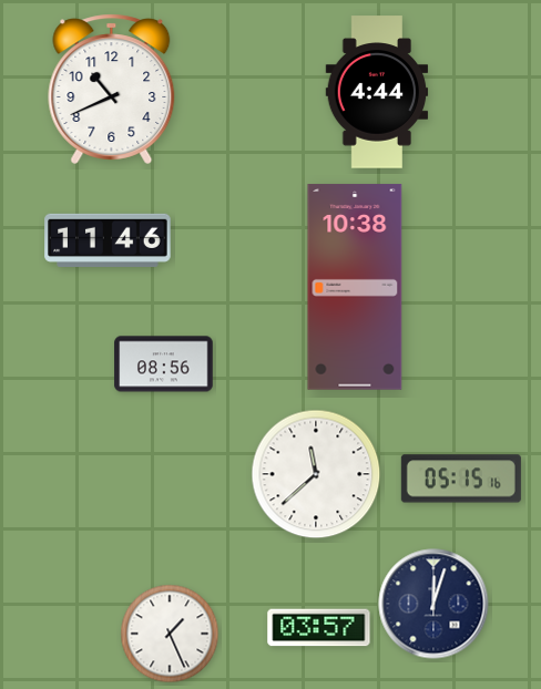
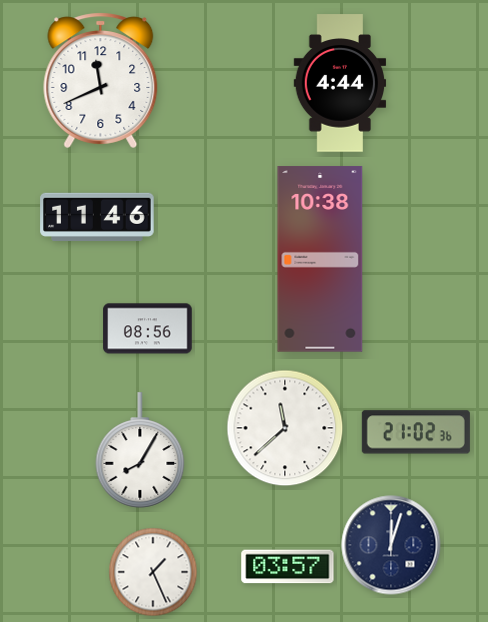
clock at (112, 89): 10:41 -> 11:41
clock at (461, 479): 05:15 -> 21:02
clock at (140, 450): none -> 8:05
